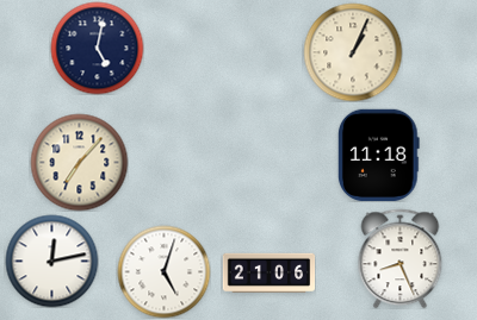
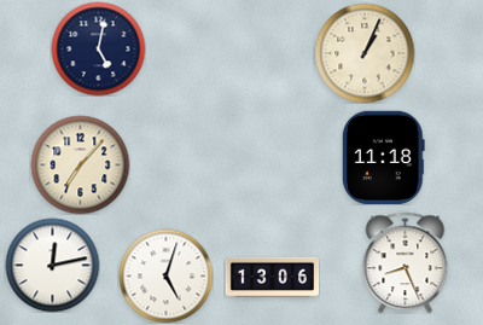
clock at (353, 52) position: (353, 52) -> (365, 53)
clock at (268, 274): 21:06 -> 13:06
